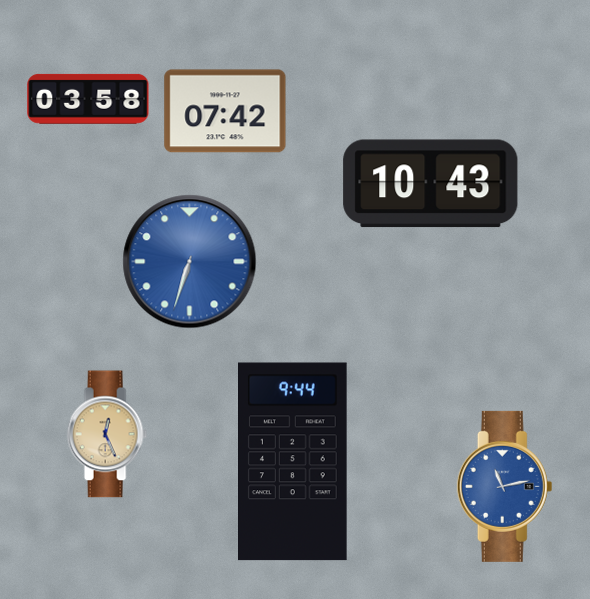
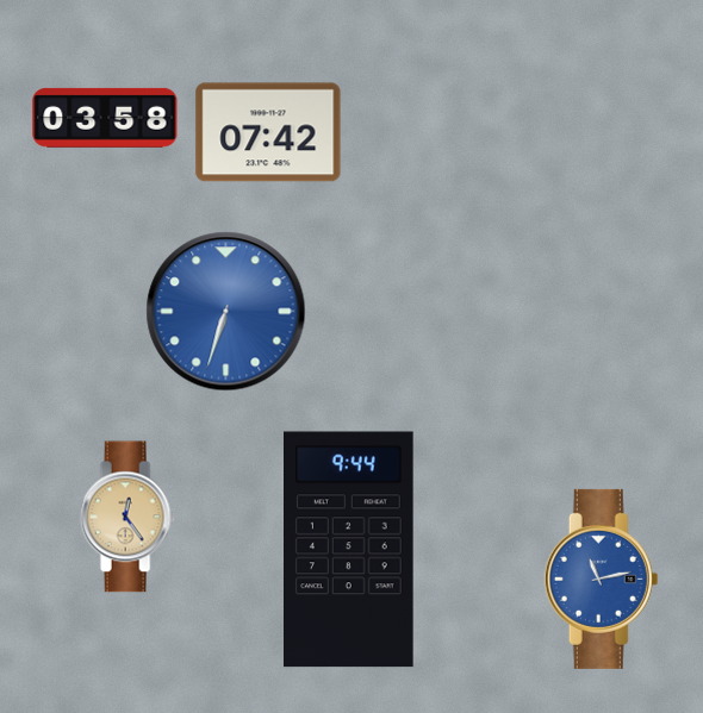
clock at (431, 184): 10:43 -> none
clock at (107, 434): 12:26 -> 12:24
